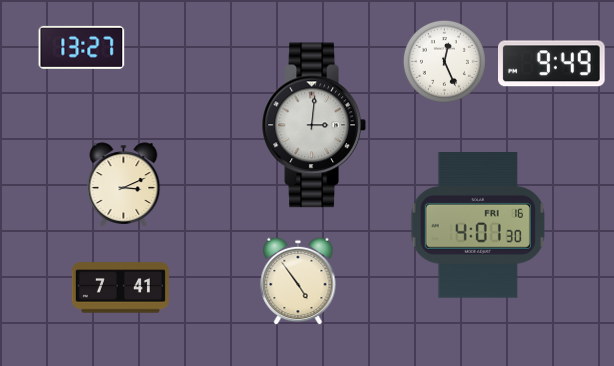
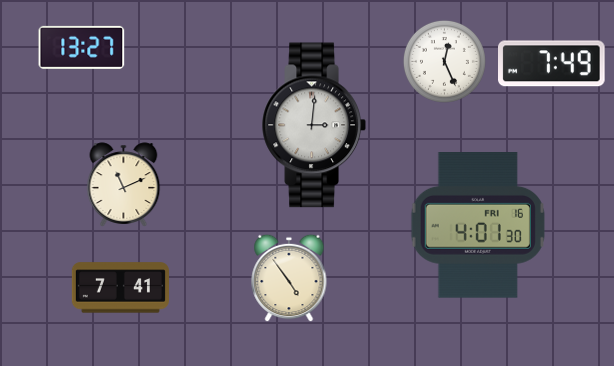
clock at (552, 64): 9:49 -> 7:49
clock at (124, 185): 3:11 -> 11:11
clock at (298, 281) position: (298, 281) -> (289, 278)
